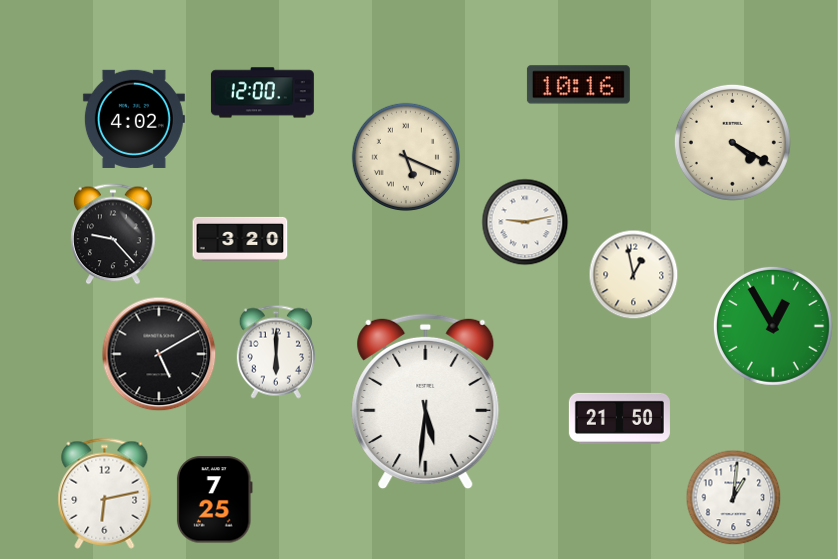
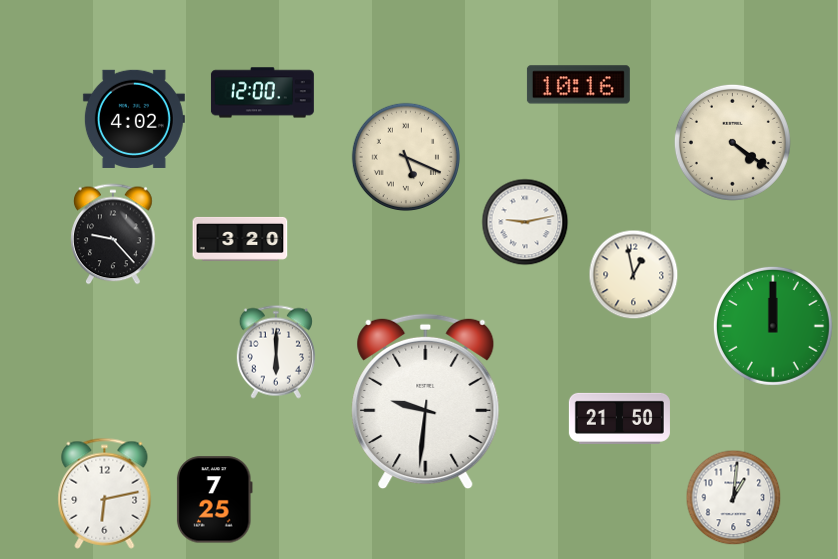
clock at (732, 142): 4:20 -> 4:21
clock at (773, 326): 12:55 -> 12:00
clock at (159, 354): 5:10 -> none
clock at (426, 402): 5:31 -> 9:31
